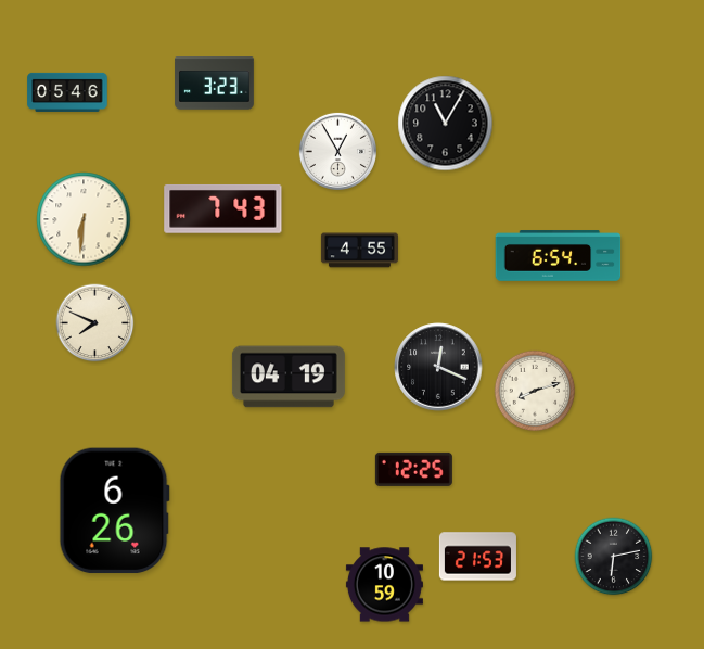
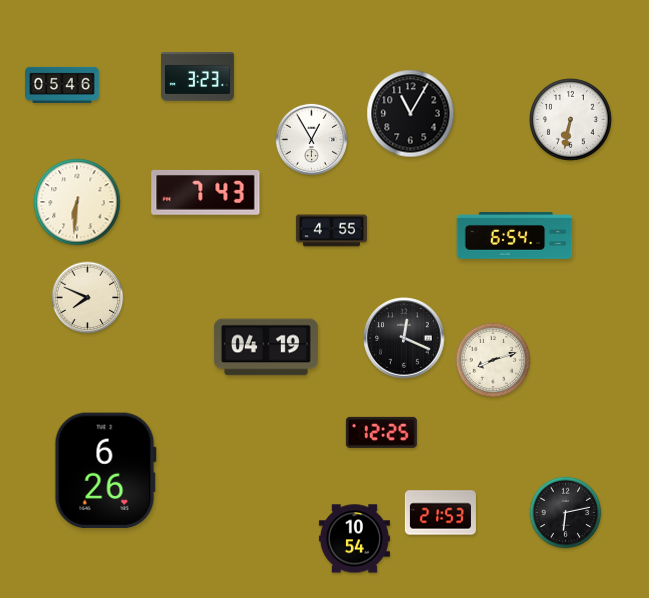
clock at (571, 120): none -> 6:32
clock at (384, 585): 10:59 -> 10:54
